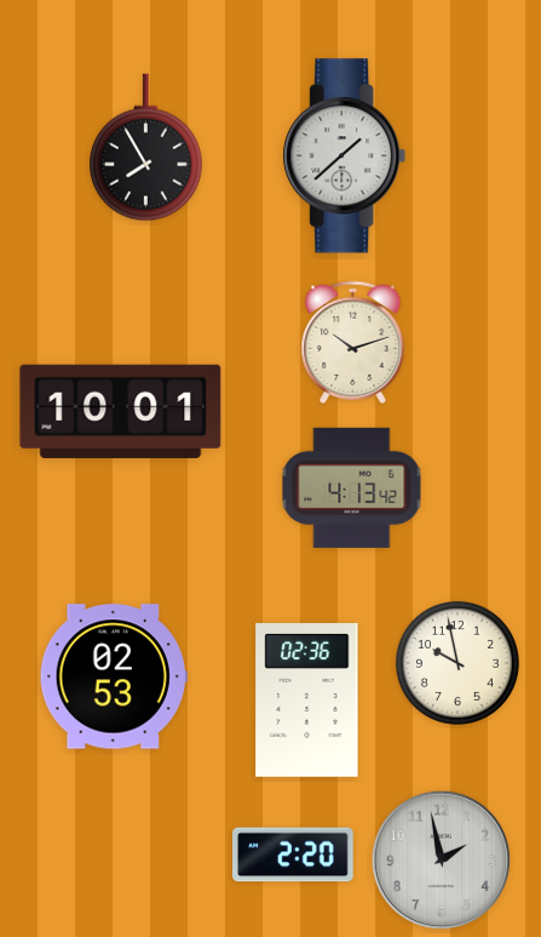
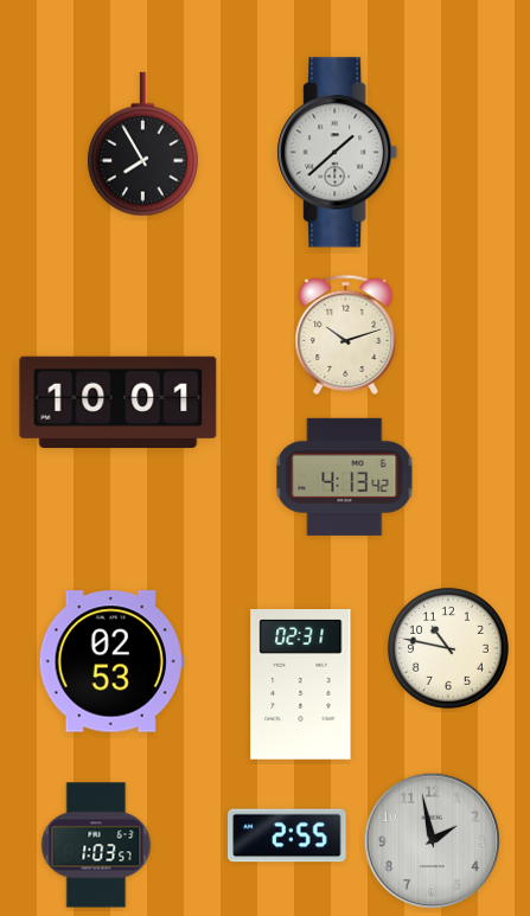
clock at (457, 663): 9:58 -> 10:47
clock at (307, 701): 02:36 -> 02:31
clock at (294, 855): 2:20 -> 2:55
clock at (96, 845): none -> 1:03
